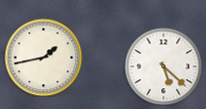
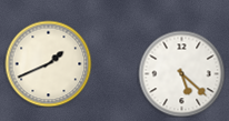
clock at (43, 57): 1:43 -> 1:41
